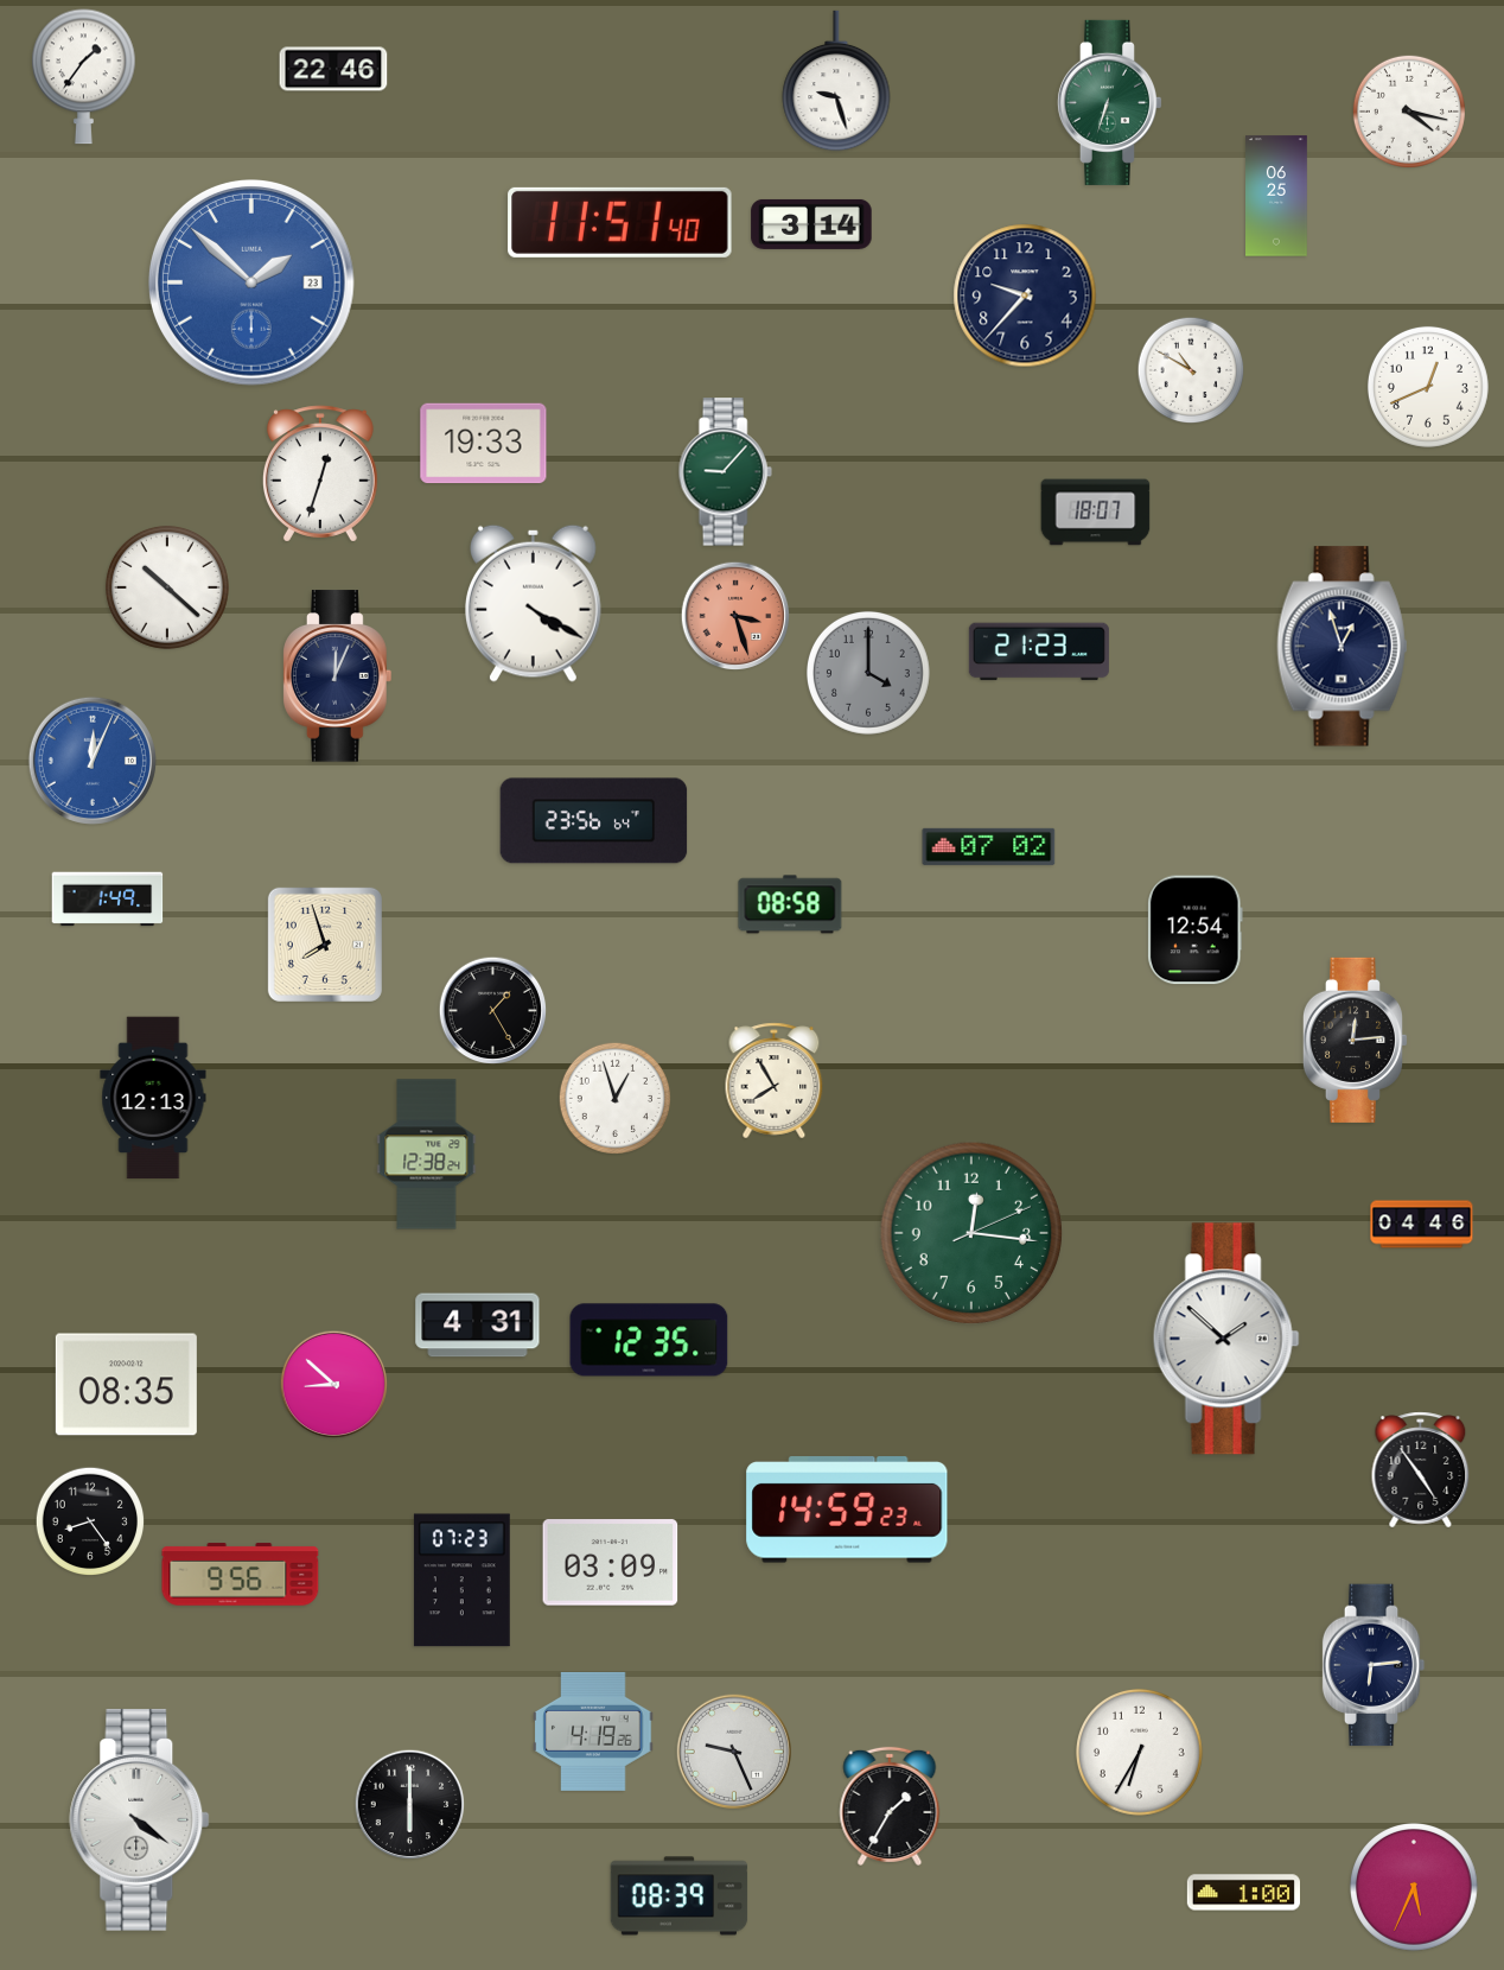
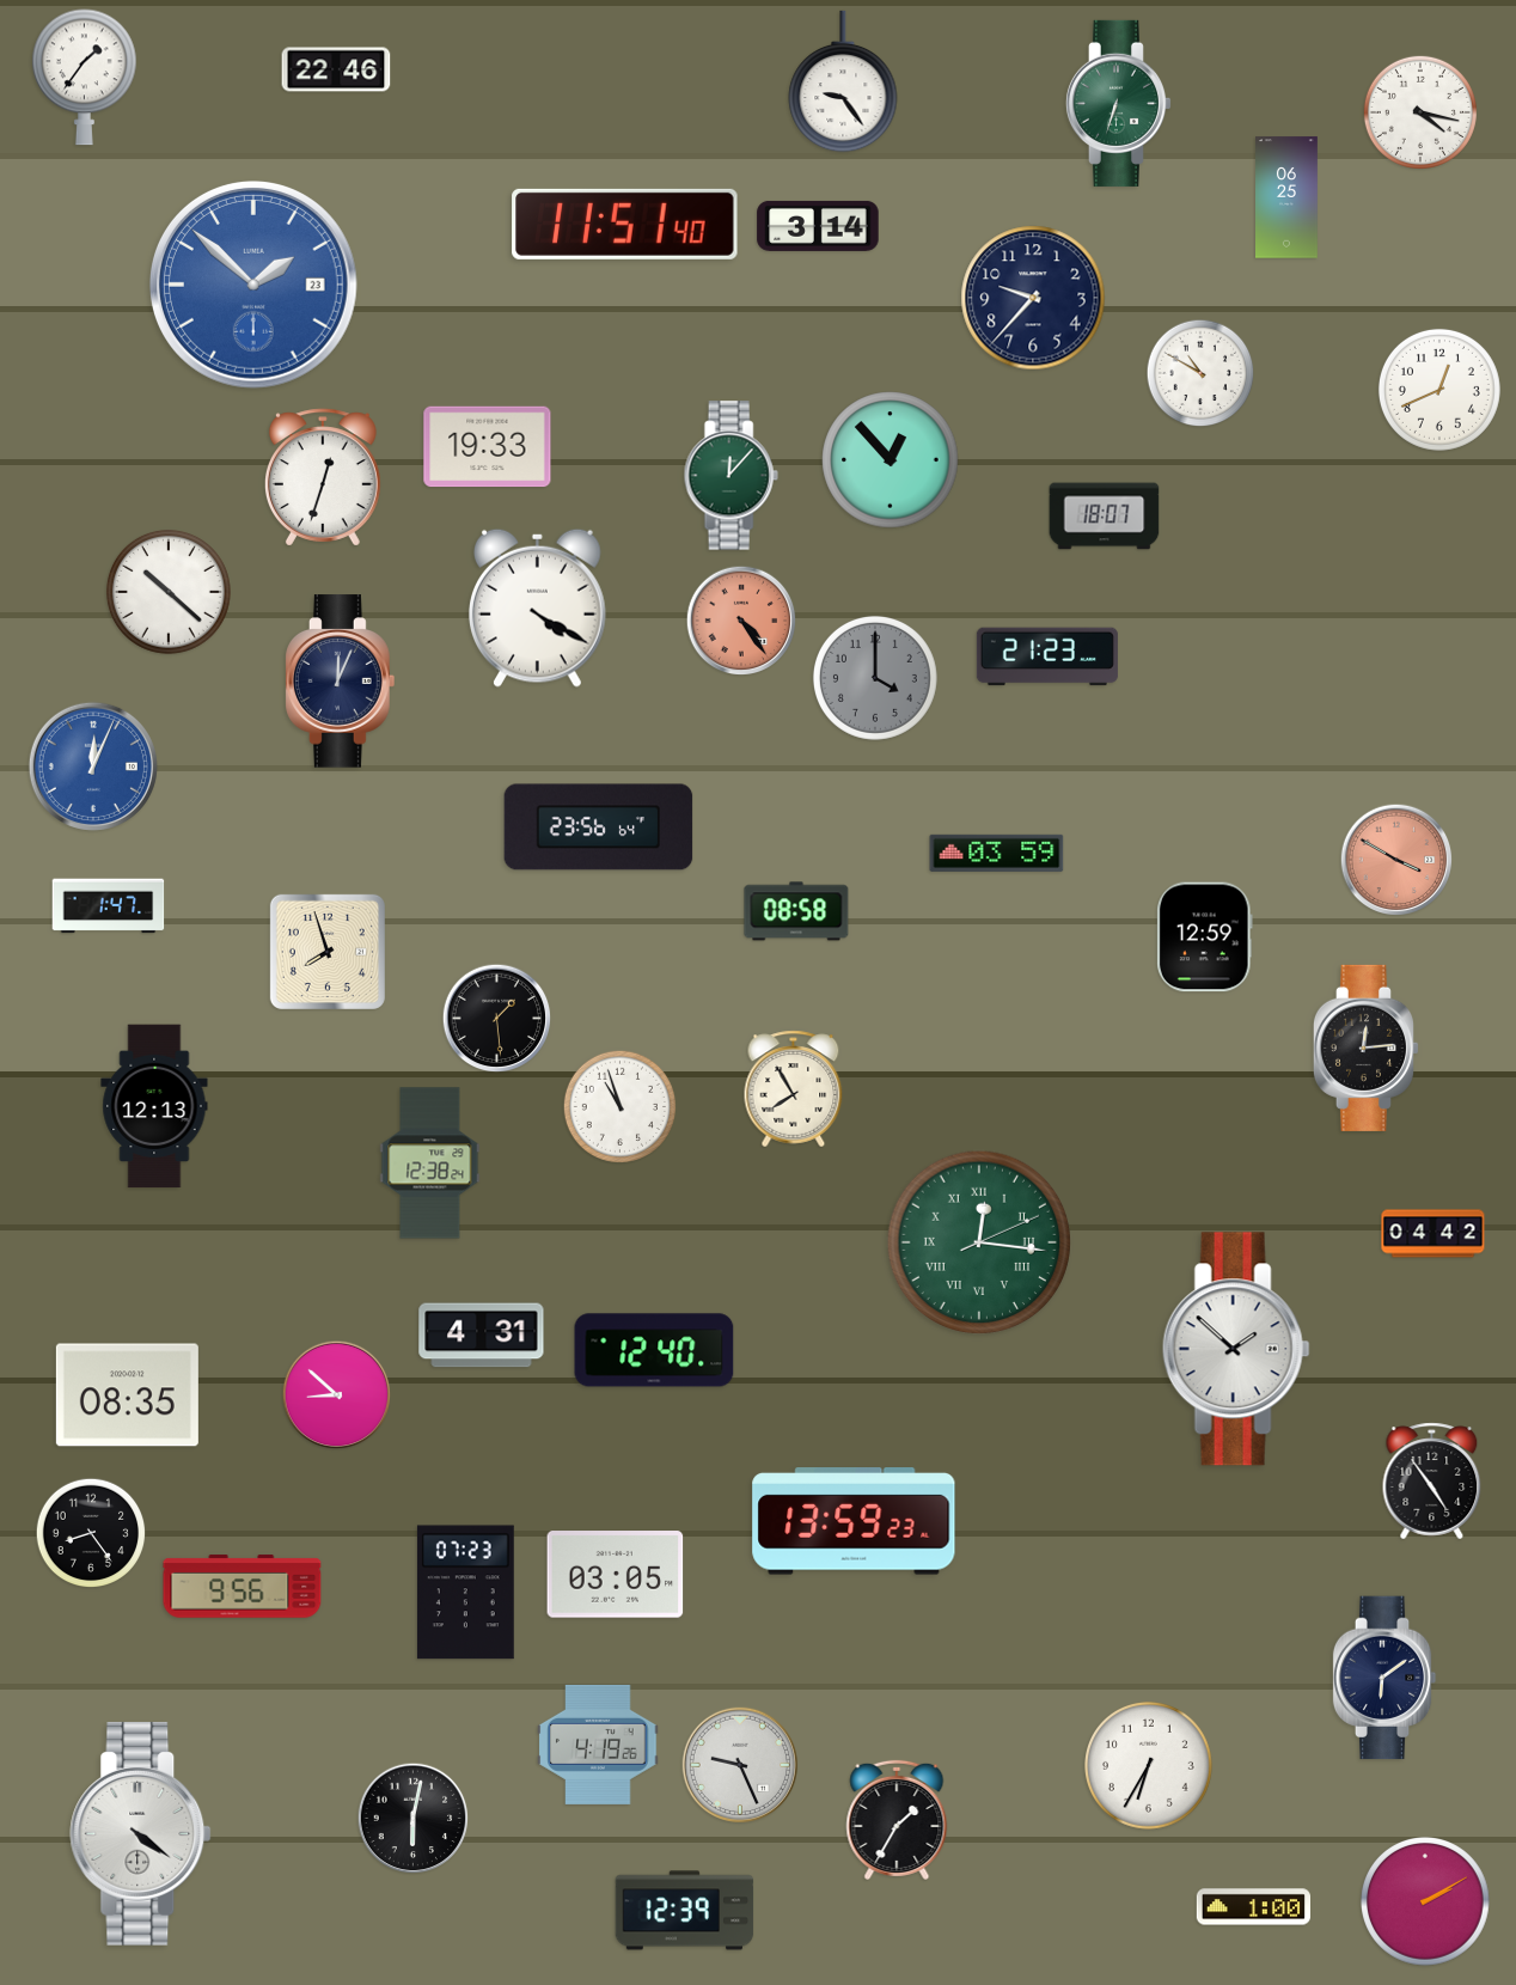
clock at (836, 81): 9:27 -> 9:24
clock at (891, 460): none -> 12:53
clock at (725, 472): 9:07 -> 12:07
clock at (735, 616): 3:27 -> 4:24
clock at (1343, 647): 12:57 -> none
clock at (989, 846): 07:02 -> 03:59
clock at (1396, 860): none -> 3:50
clock at (108, 900): 1:49 -> 1:47
clock at (1196, 930): 12:54 -> 12:59
clock at (493, 1011): 1:25 -> 1:29
clock at (775, 1081) position: (775, 1081) -> (794, 1089)
clock at (614, 1098): 12:57 -> 10:57
clock at (1422, 1225): 04:46 -> 04:42
clock at (970, 1232) numerals: Arabic -> Roman
clock at (649, 1340): 12:35 -> 12:40
clock at (847, 1510): 14:59 -> 13:59
clock at (611, 1563): 03:09 -> 03:05
clock at (1374, 1665): 6:14 -> 6:09
clock at (410, 1805): 6:00 -> 6:02
clock at (1415, 1888): 5:34 -> 2:10
clock at (680, 1896): 08:39 -> 12:39
